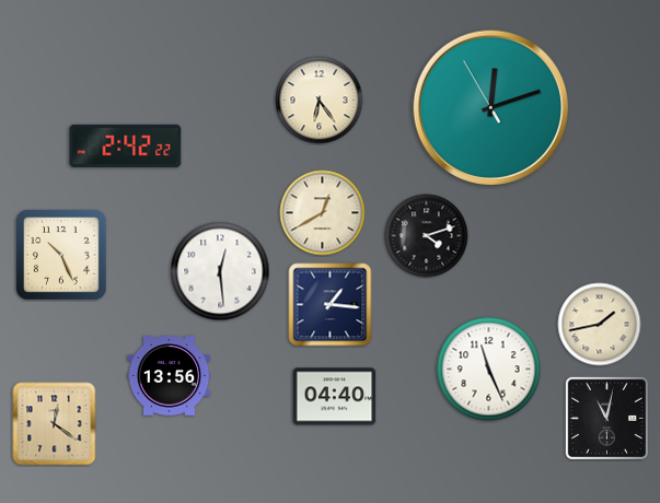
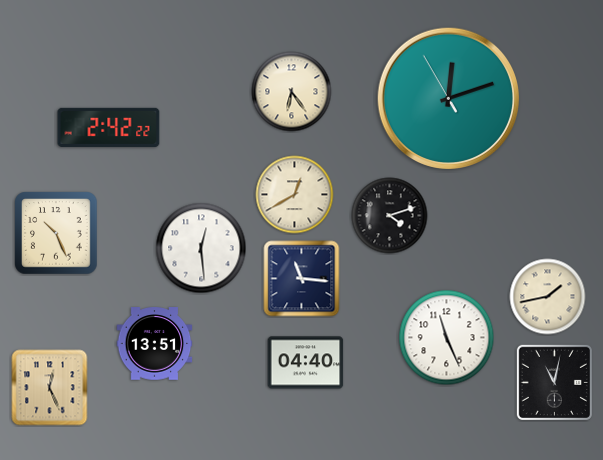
clock at (126, 145) position: (126, 145) -> (109, 127)
clock at (331, 305): 1:16 -> 11:16
clock at (170, 376): 13:56 -> 13:51
clock at (55, 424): 12:21 -> 12:26
